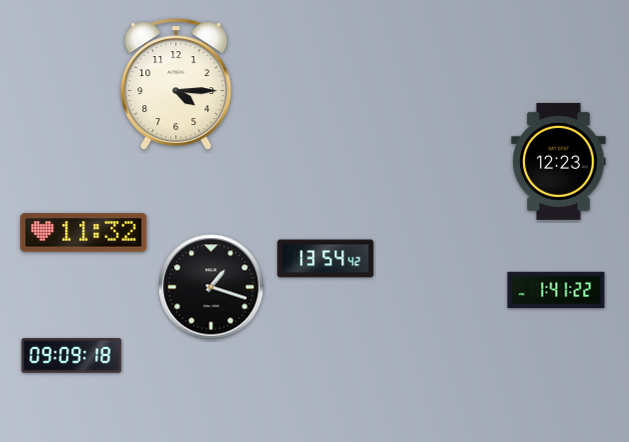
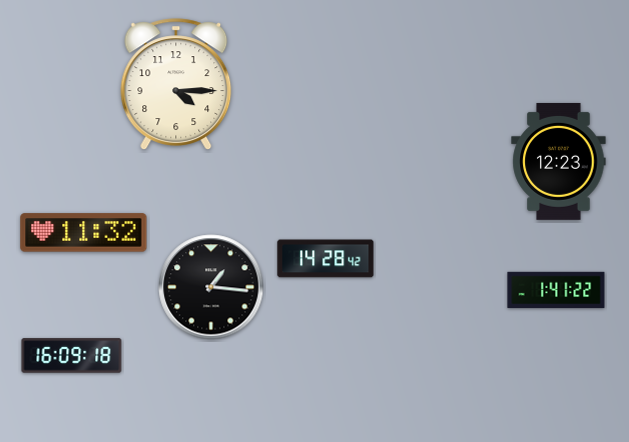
clock at (326, 259): 13:54 -> 14:28
clock at (211, 287): 1:18 -> 1:16
clock at (72, 356): 09:09 -> 16:09
